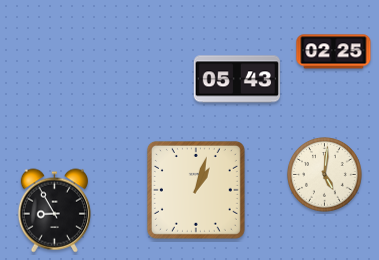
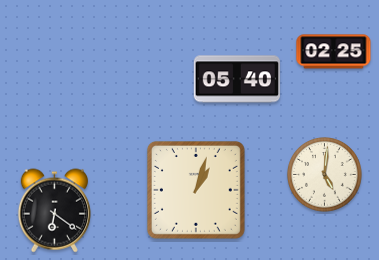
clock at (236, 79): 05:43 -> 05:40
clock at (54, 211): 8:55 -> 6:21
